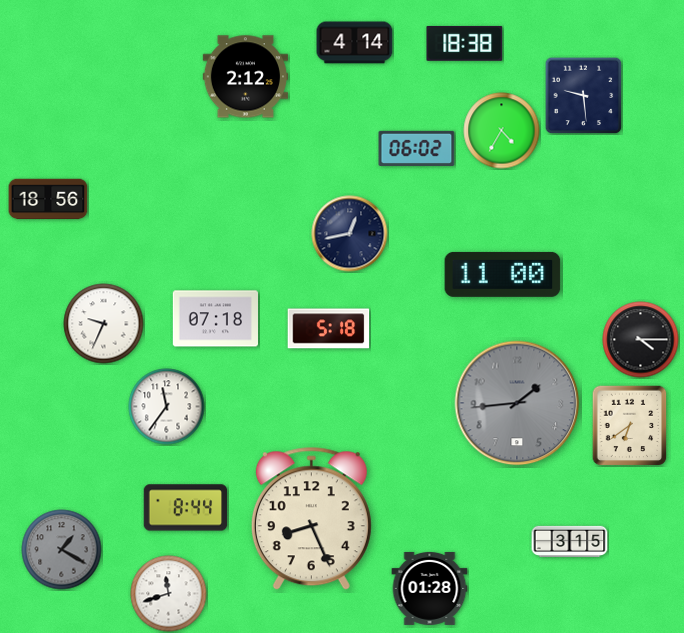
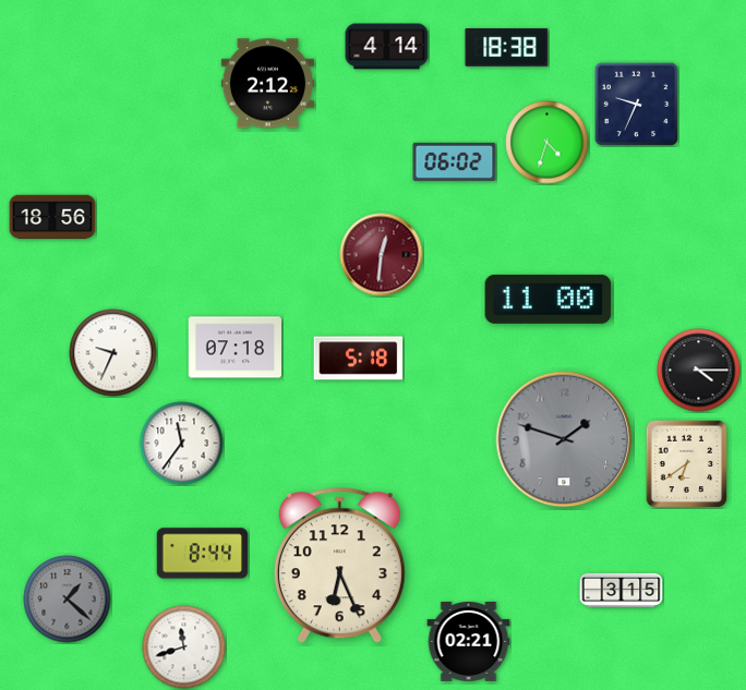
clock at (583, 95): 9:29 -> 9:34
clock at (502, 131): 4:35 -> 4:33
clock at (350, 234): 12:43 -> 12:31
clock at (350, 234) dial: navy -> burgundy
clock at (517, 403): 1:44 -> 1:48
clock at (311, 519): 8:26 -> 6:26
clock at (62, 550): 1:20 -> 1:22
clock at (430, 588): 01:28 -> 02:21
